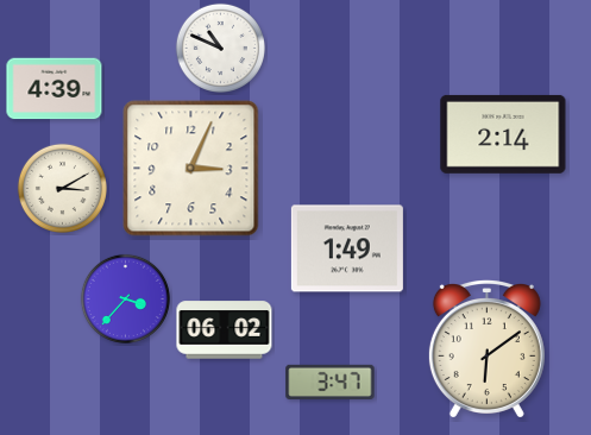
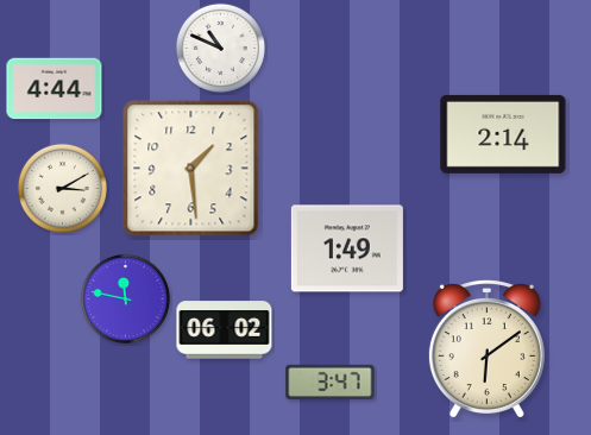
clock at (55, 89): 4:39 -> 4:44
clock at (191, 169): 3:04 -> 1:29
clock at (125, 298): 3:37 -> 11:47
